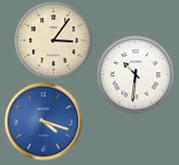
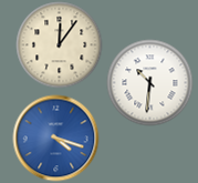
clock at (53, 40): 3:06 -> 12:06
clock at (43, 121) position: (43, 121) -> (55, 138)
